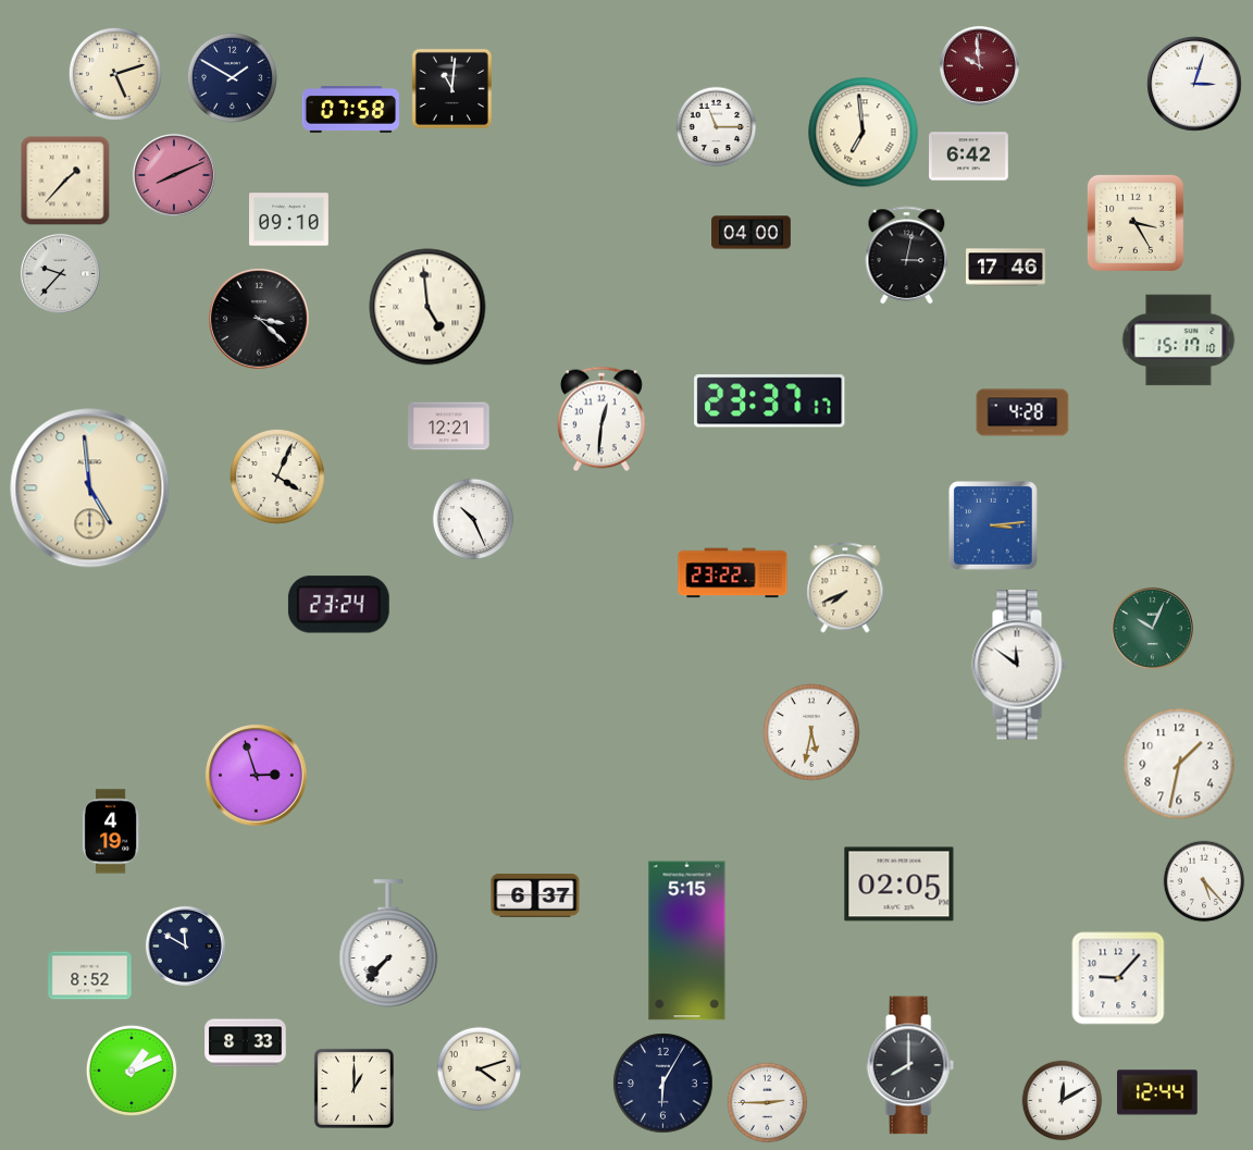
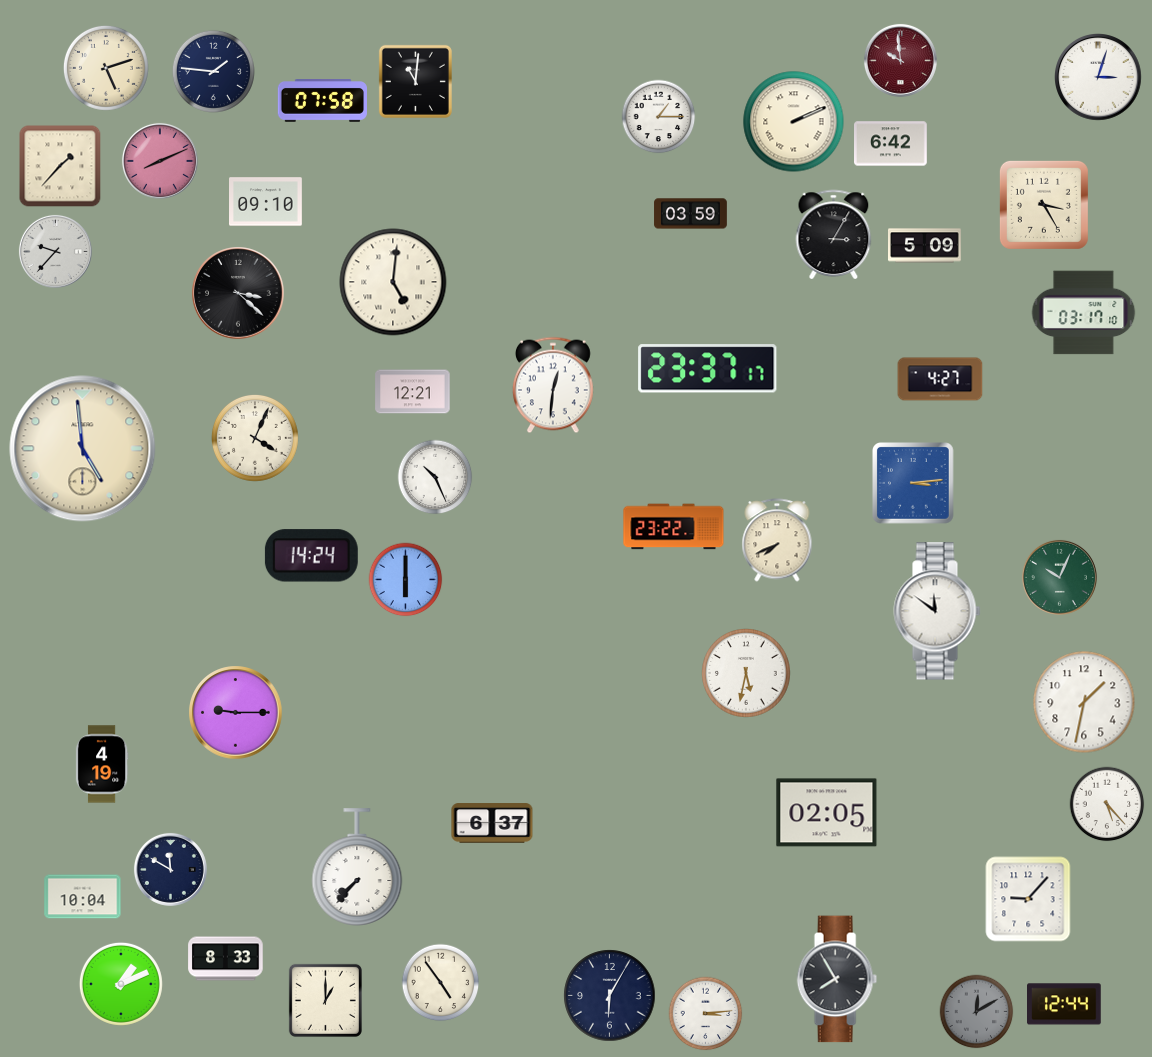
clock at (232, 77): 1:50 -> 1:46
clock at (717, 127): 11:15 -> 1:15
clock at (864, 133): 6:59 -> 2:11
clock at (752, 233): 04:00 -> 03:59
clock at (907, 255): 3:02 -> 3:05
clock at (1006, 268): 17:46 -> 5:09
clock at (427, 307): 4:59 -> 5:01
clock at (1179, 341): 15:17 -> 03:17
clock at (1022, 412): 4:28 -> 4:27
clock at (338, 605): 23:24 -> 14:24
clock at (406, 580): none -> 6:00
clock at (257, 776): 2:57 -> 9:15
clock at (1204, 881) position: (1204, 881) -> (1107, 804)
clock at (687, 941): 5:15 -> none
clock at (90, 976): 8:52 -> 10:04
clock at (910, 1065): 8:00 -> 7:55
clock at (480, 1069): 4:12 -> 4:54
clock at (1063, 1101) dial: white -> grey
clock at (768, 1103): 2:45 -> 3:14
